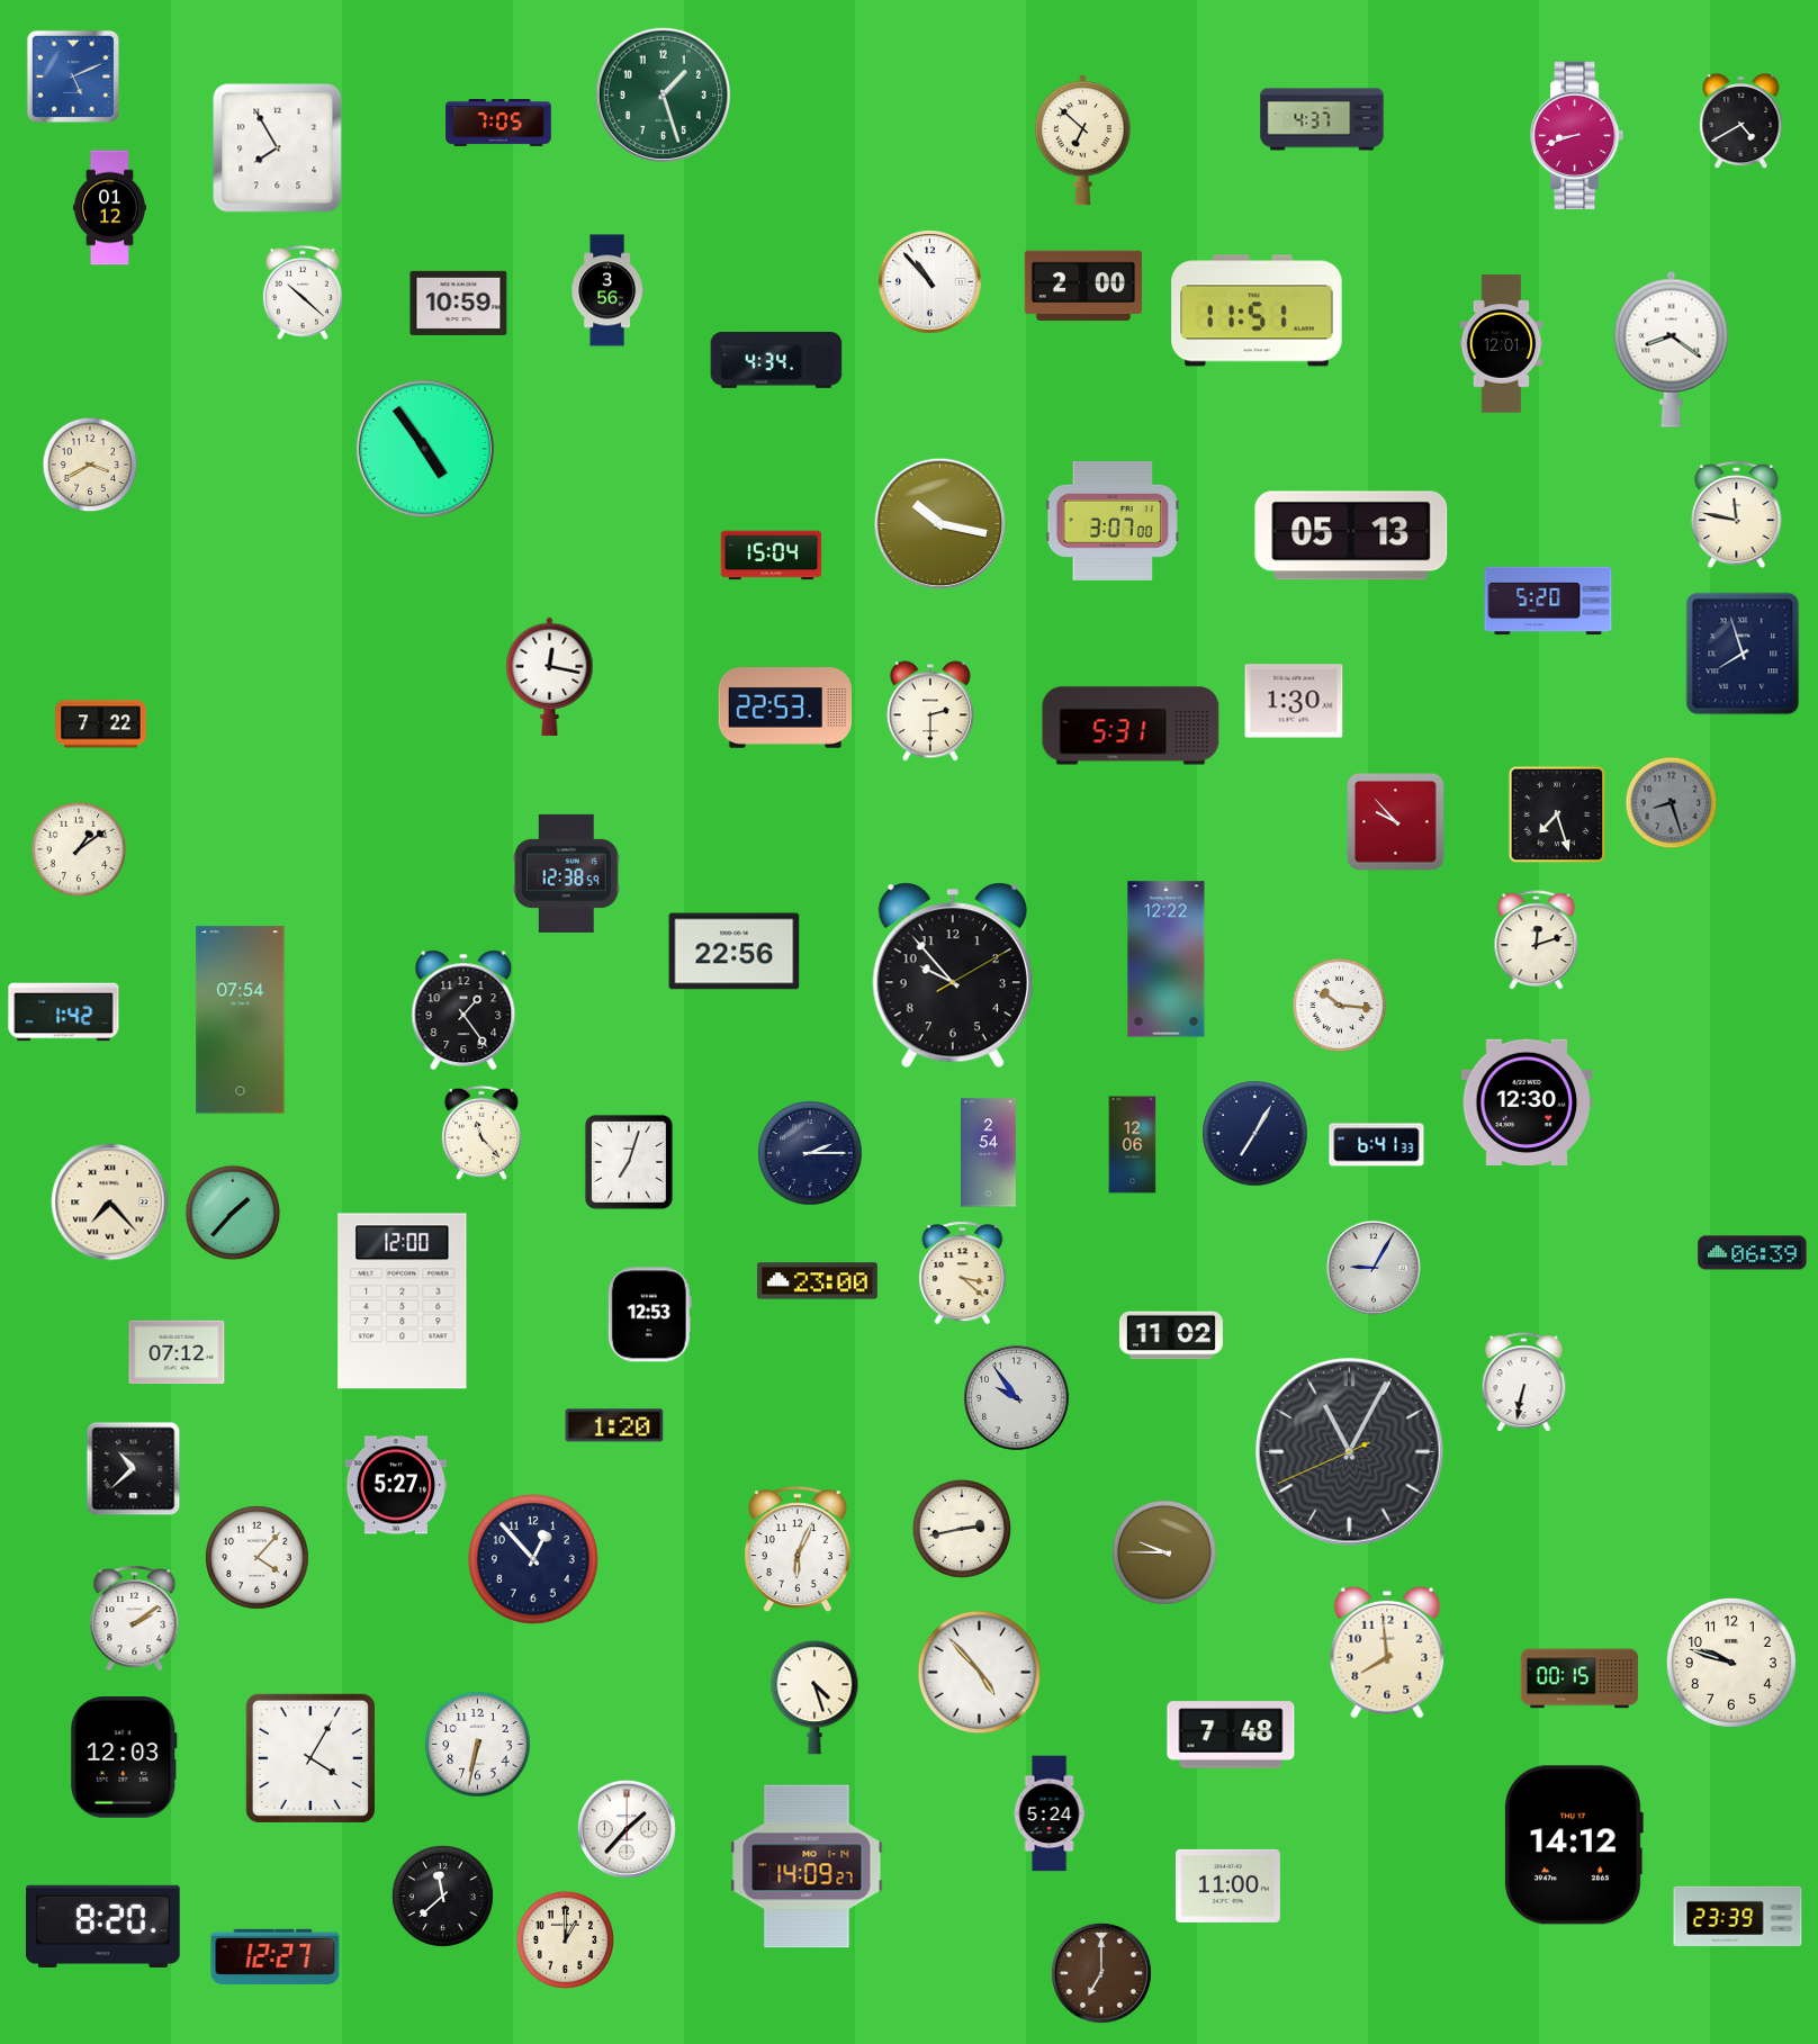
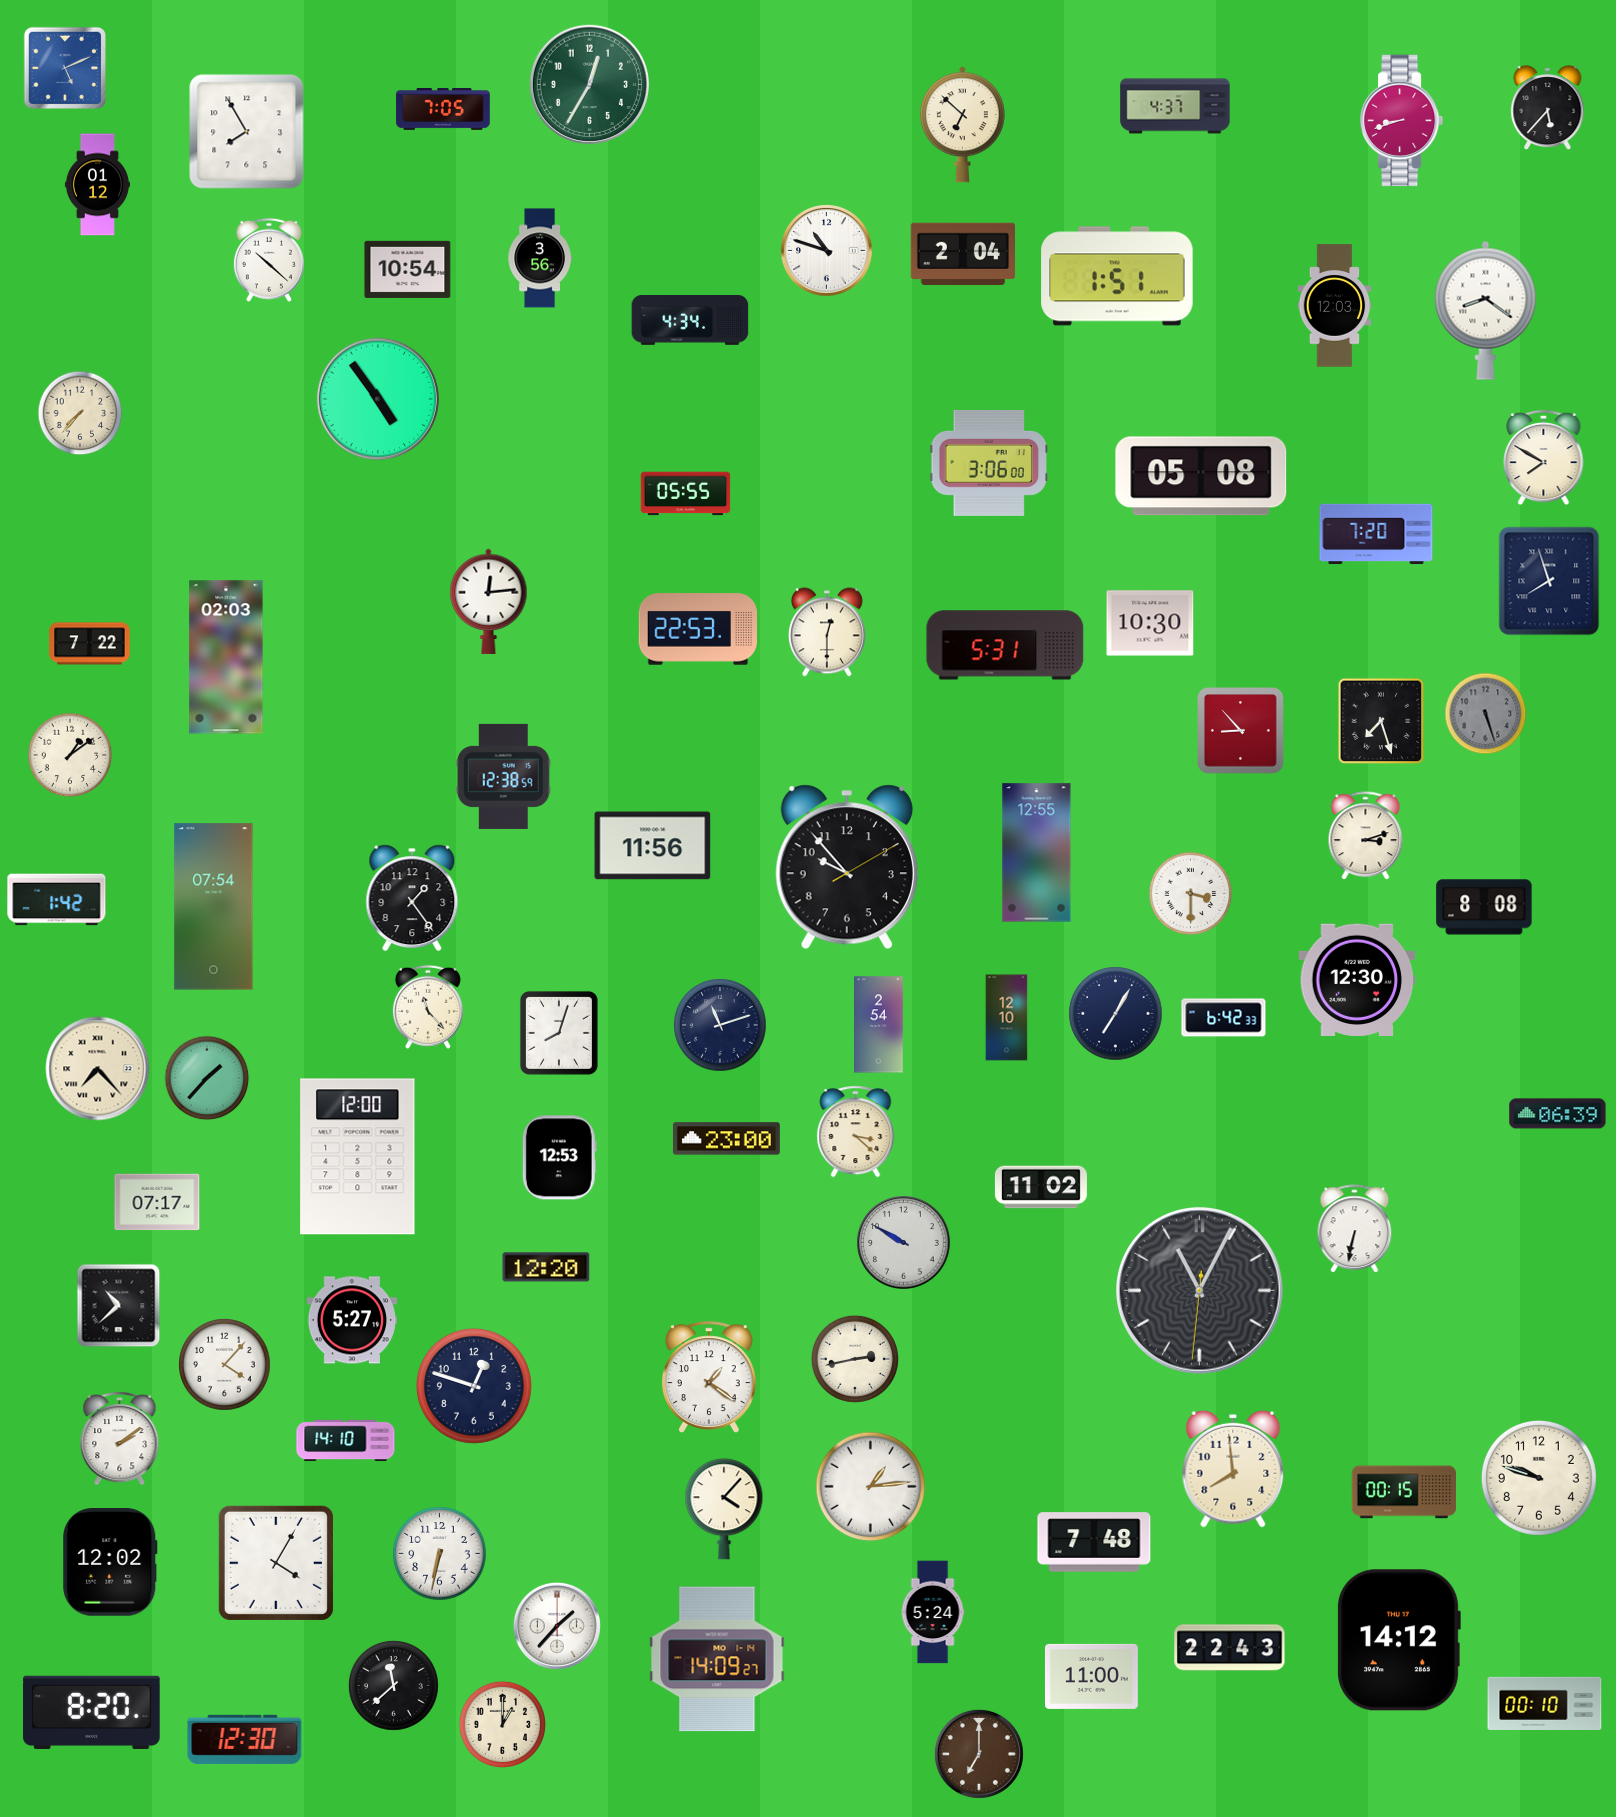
clock at (663, 94): 1:27 -> 12:35
clock at (1741, 121): 4:40 -> 5:37
clock at (930, 282): 10:53 -> 10:48
clock at (1082, 285): 2:00 -> 2:04
clock at (459, 303): 10:59 -> 10:54
clock at (1257, 310): 11:51 -> 1:51
clock at (1502, 344): 12:01 -> 12:03
clock at (90, 465): 3:40 -> 7:37
clock at (1737, 515): 11:47 -> 7:50
clock at (1111, 521): 3:07 -> 3:06
clock at (940, 524): 10:17 -> none
clock at (1351, 535): 05:13 -> 05:08
clock at (772, 556): 15:04 -> 05:55
clock at (1548, 601): 5:20 -> 7:20
clock at (550, 676): 12:17 -> 12:14
clock at (1294, 701): 1:30 -> 10:30
clock at (930, 711): 2:30 -> 12:30
clock at (226, 657): none -> 02:03
clock at (1672, 803): 8:27 -> 5:27
clock at (1557, 814) position: (1557, 814) -> (1381, 721)
clock at (1396, 822): 9:53 -> 8:53
clock at (1537, 940): 12:12 -> 3:12
clock at (735, 952): 22:56 -> 11:56
clock at (1167, 960): 12:22 -> 12:55
clock at (1340, 1006): 10:16 -> 3:30
clock at (1484, 907): none -> 8:08
clock at (1255, 1134) position: (1255, 1134) -> (1116, 1014)
clock at (1133, 1145): 12:06 -> 12:10
clock at (1377, 1145): 6:41 -> 6:42
clock at (810, 1153): 2:15 -> 11:12
clock at (629, 1162): 7:03 -> 8:03
clock at (1374, 1268): 9:05 -> none
clock at (649, 1315) position: (649, 1315) -> (559, 1158)
clock at (177, 1352): 07:12 -> 07:17
clock at (1017, 1398): 9:54 -> 9:50
clock at (614, 1425): 1:20 -> 12:20
clock at (1350, 1452): 11:04:41 -> 11:04:31
clock at (798, 1549): 6:04 -> 1:21
clock at (1164, 1552): 9:45 -> none
clock at (258, 1558) position: (258, 1558) -> (225, 1365)
clock at (533, 1559): 12:53 -> 12:48
clock at (346, 1441): none -> 14:10
clock at (980, 1673): 4:53 -> 1:14
clock at (814, 1698): 4:27 -> 4:07
clock at (478, 1745) position: (478, 1745) -> (440, 1554)
clock at (124, 1758): 12:03 -> 12:02
clock at (1230, 1648): none -> 22:43
clock at (1738, 1916): 23:39 -> 00:10
clock at (276, 1956): 12:27 -> 12:30
